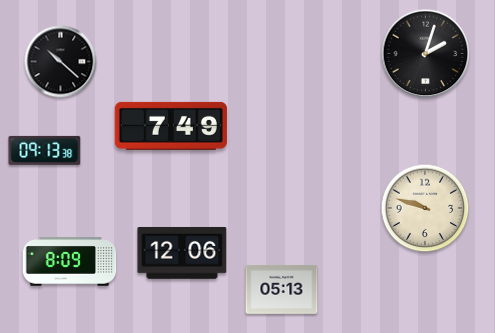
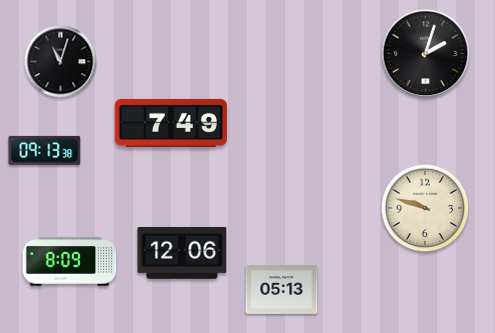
clock at (61, 62): 10:22 -> 11:03
clock at (171, 126) position: (171, 126) -> (171, 123)
